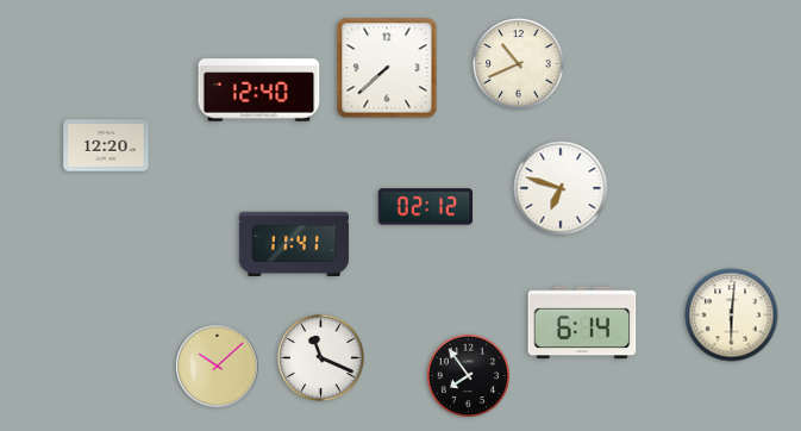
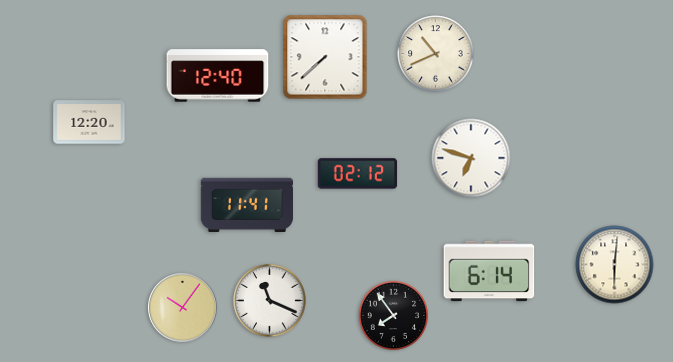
clock at (218, 367): 10:08 -> 10:06
